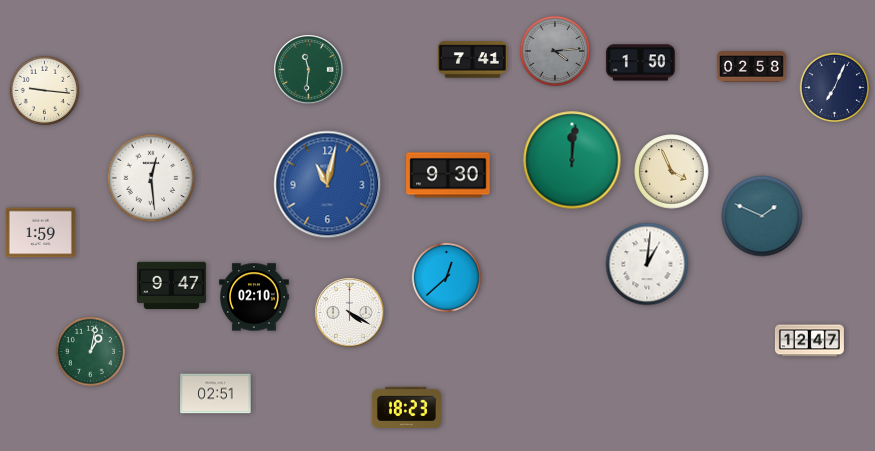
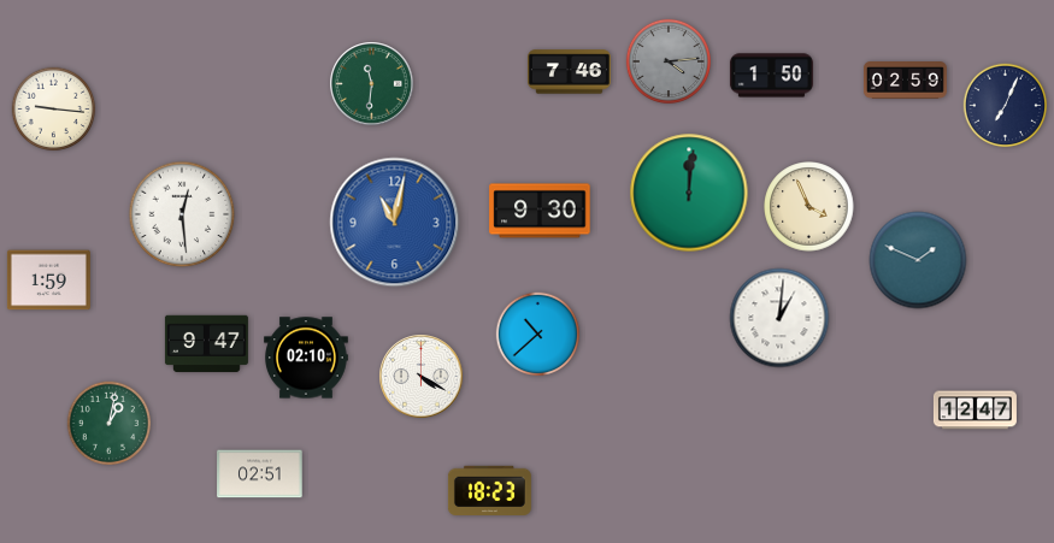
clock at (472, 60): 7:41 -> 7:46
clock at (751, 67): 02:58 -> 02:59
clock at (447, 278): 12:38 -> 10:38
